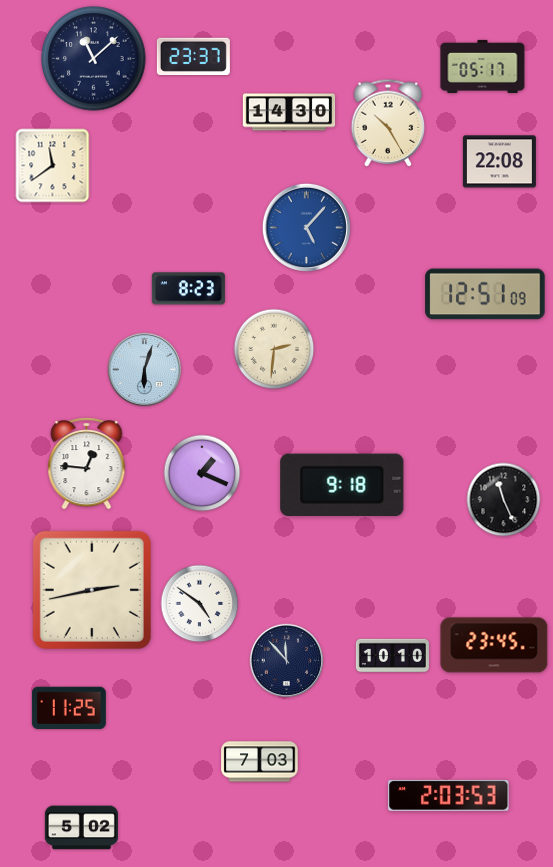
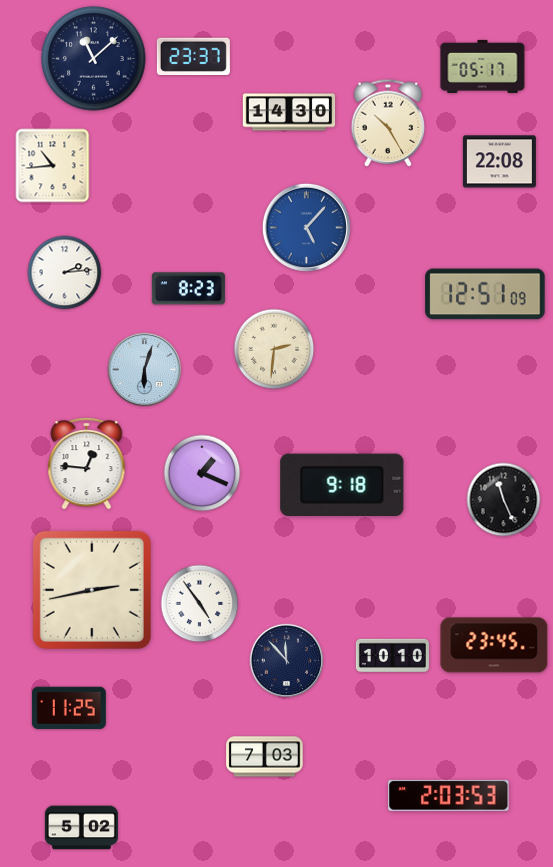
clock at (53, 166): 11:39 -> 10:44
clock at (65, 273): none -> 2:14
clock at (200, 604): 4:51 -> 4:54
clock at (260, 762) position: (260, 762) -> (265, 757)
